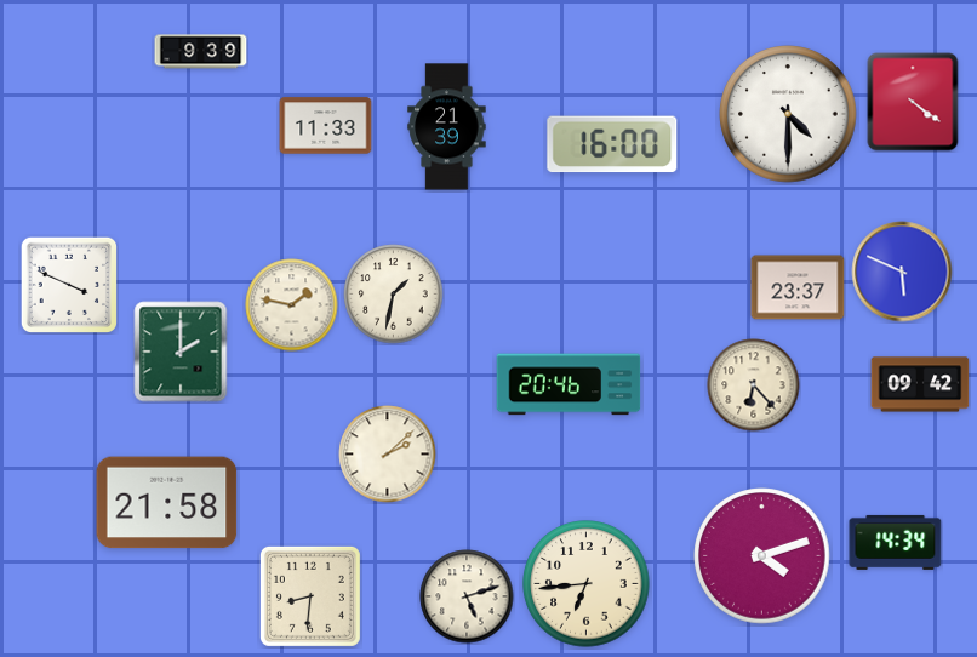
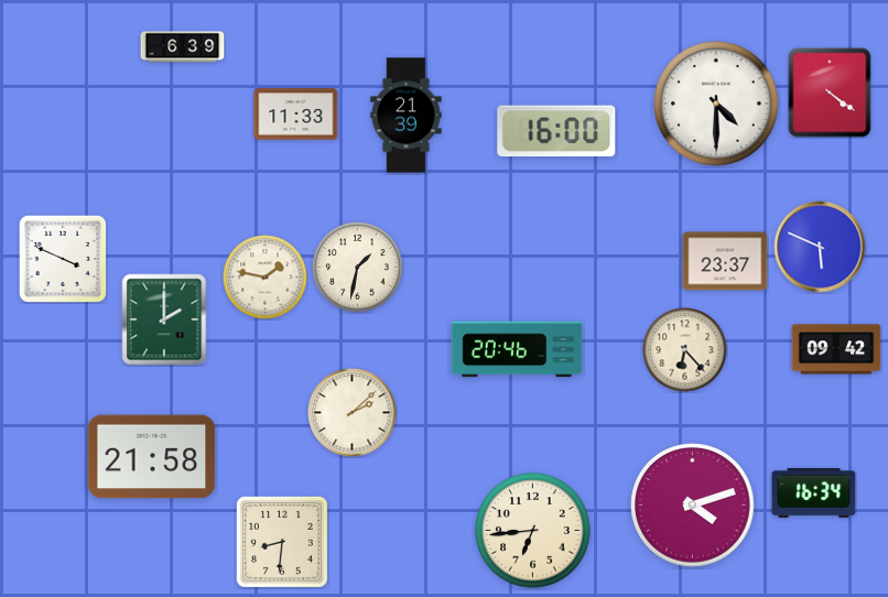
clock at (201, 52): 9:39 -> 6:39
clock at (896, 542): 14:34 -> 16:34
clock at (467, 596): 5:12 -> none
